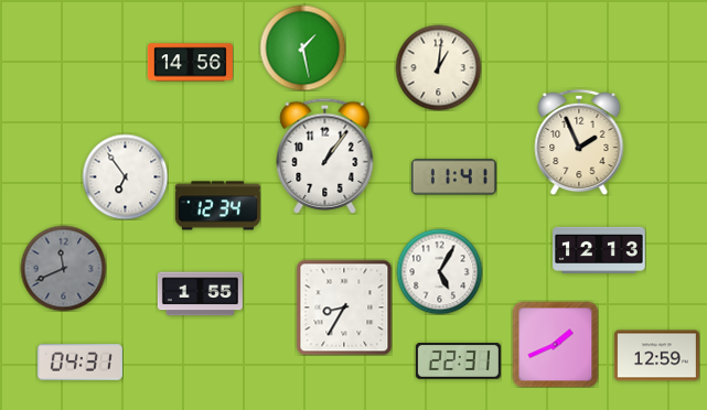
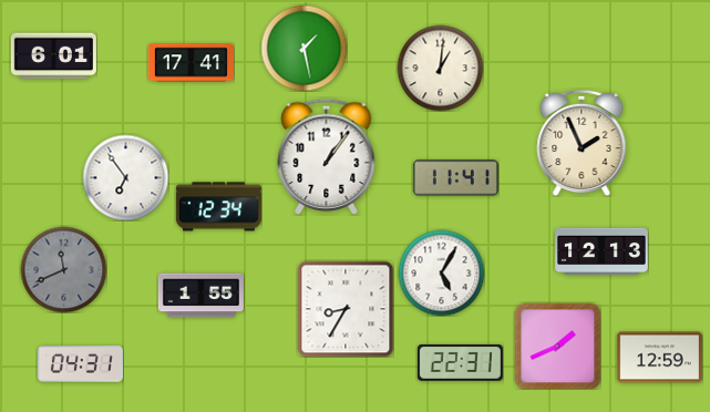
clock at (53, 56): none -> 6:01
clock at (190, 63): 14:56 -> 17:41
